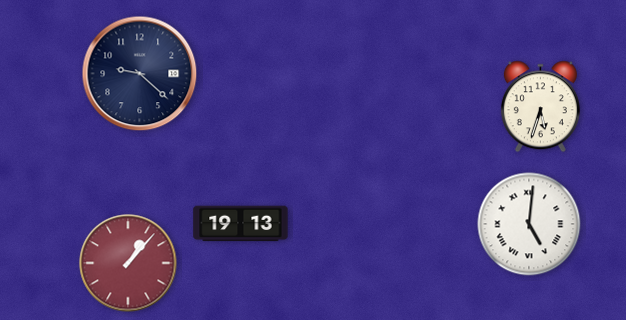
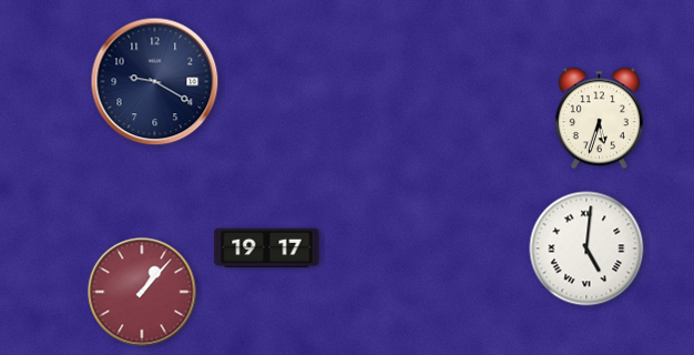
clock at (140, 74): 9:22 -> 9:20
clock at (241, 224): 19:13 -> 19:17
